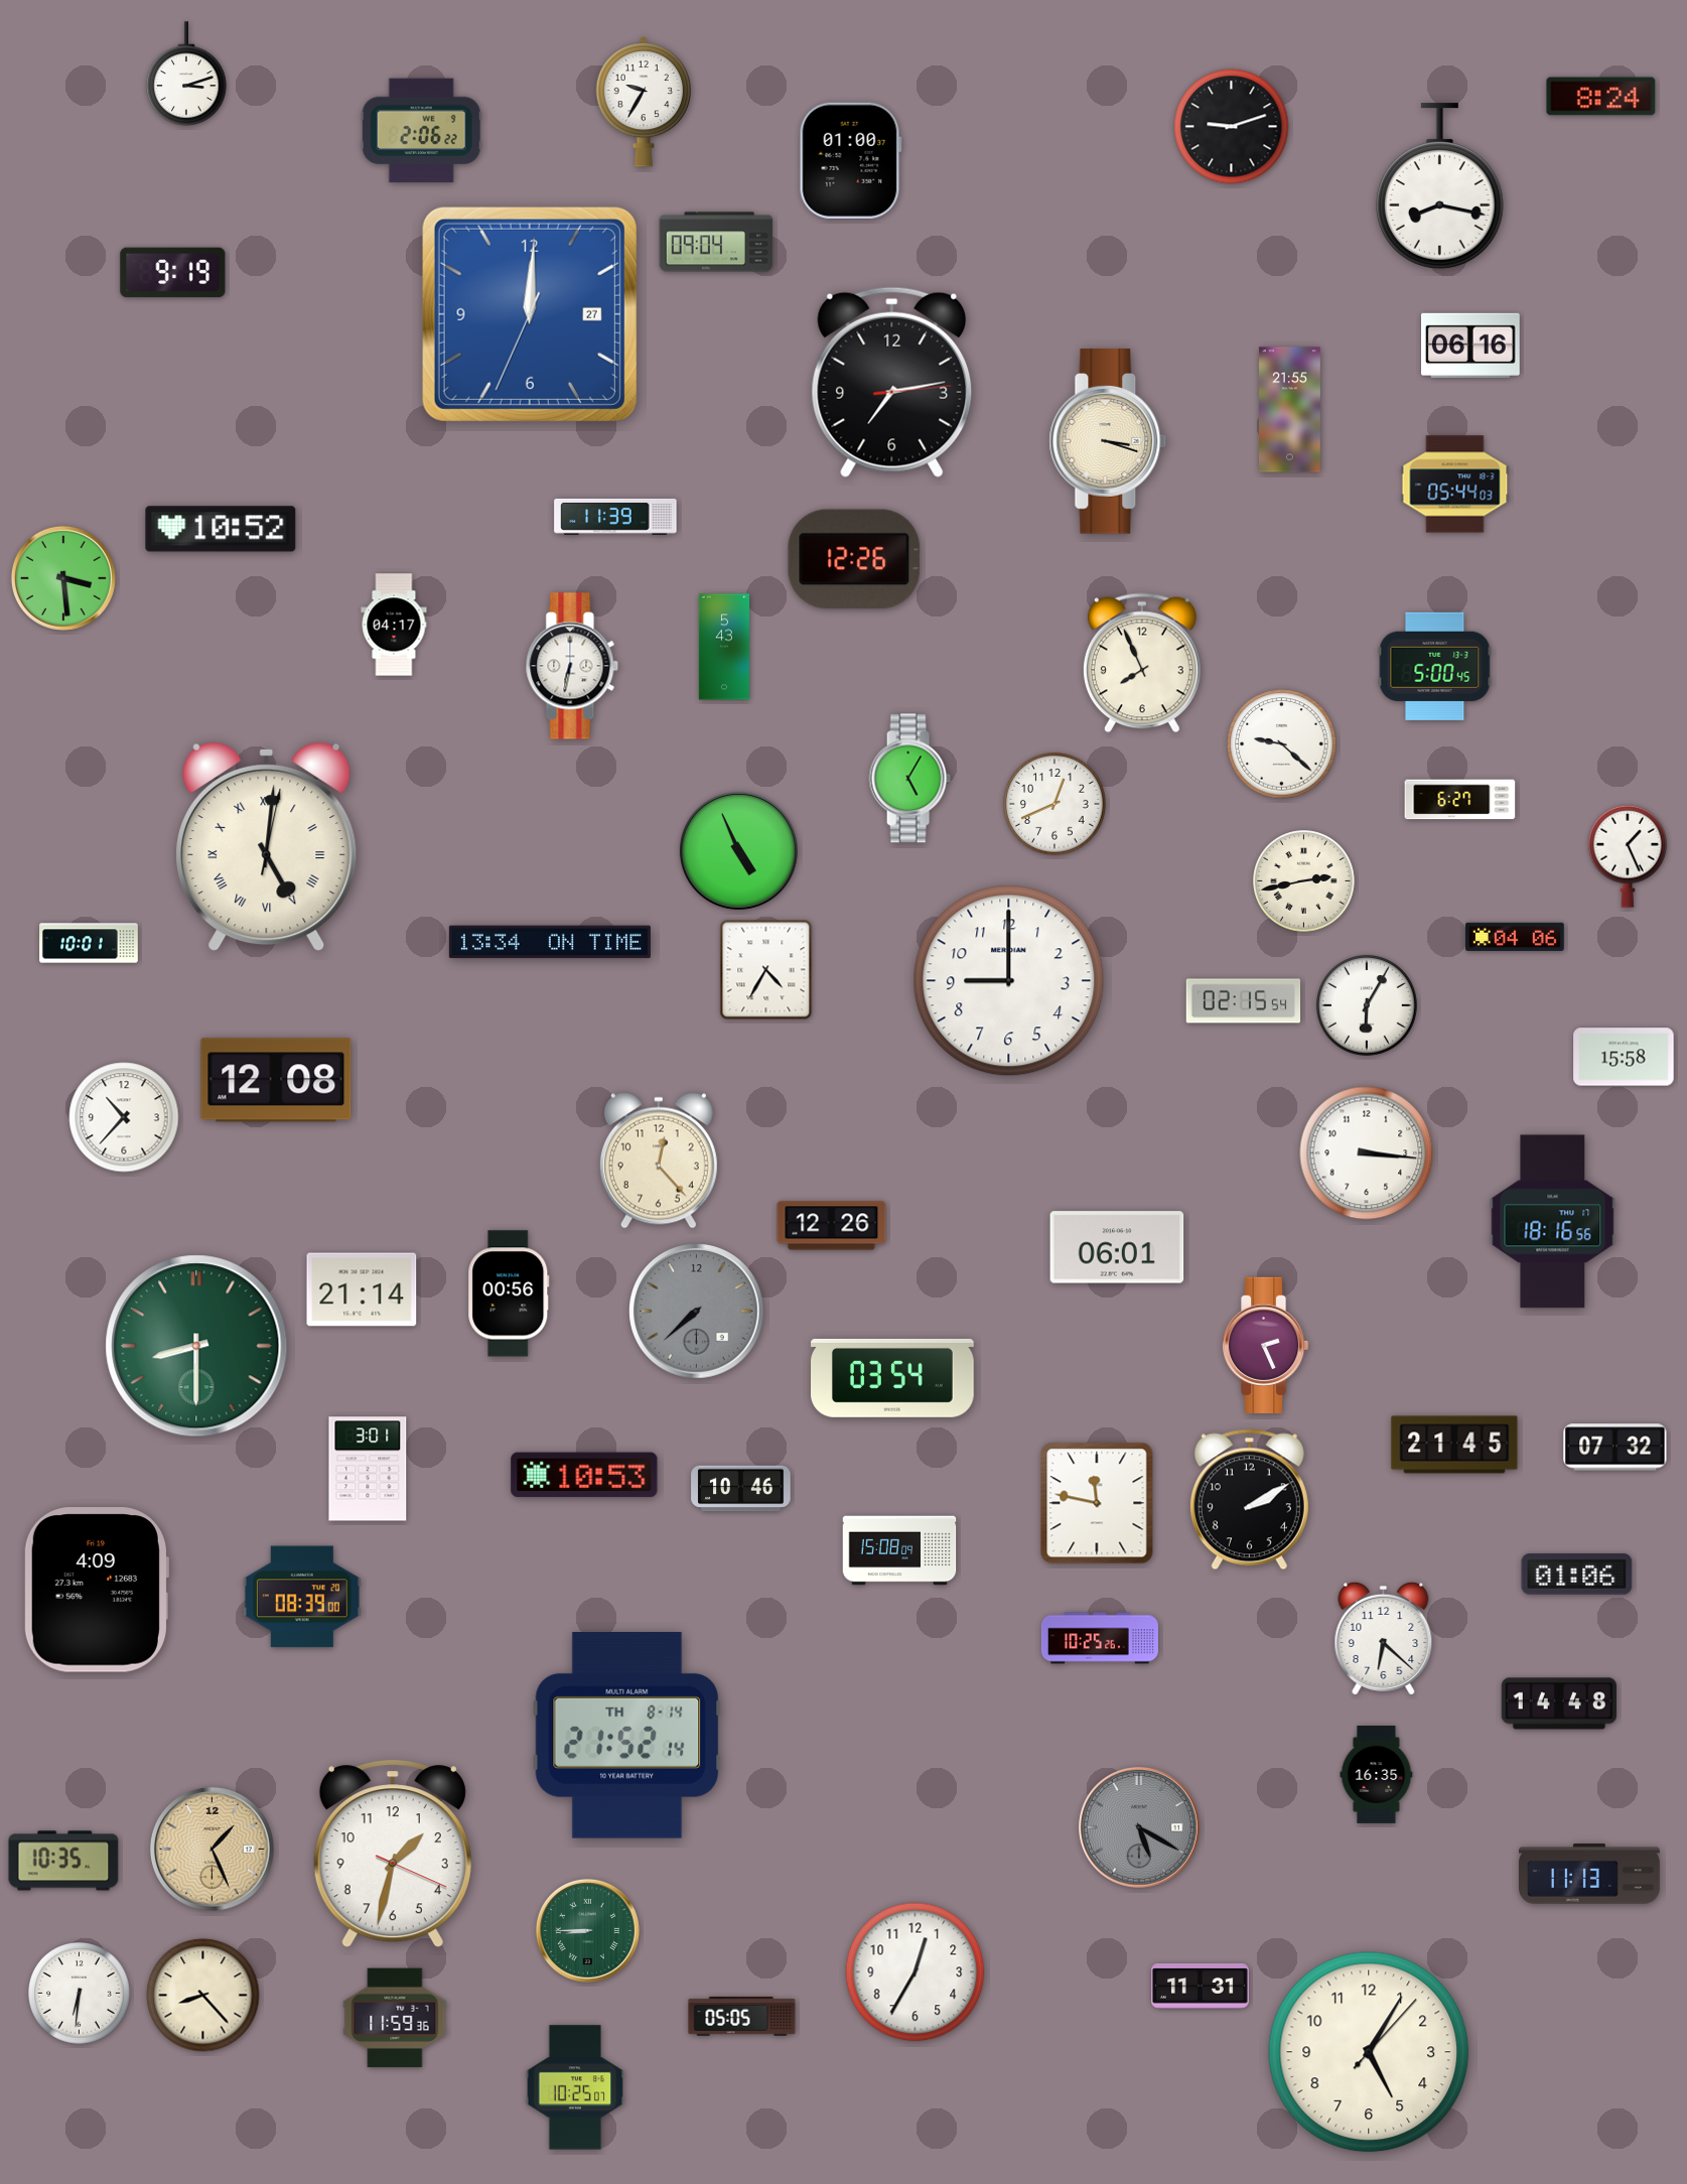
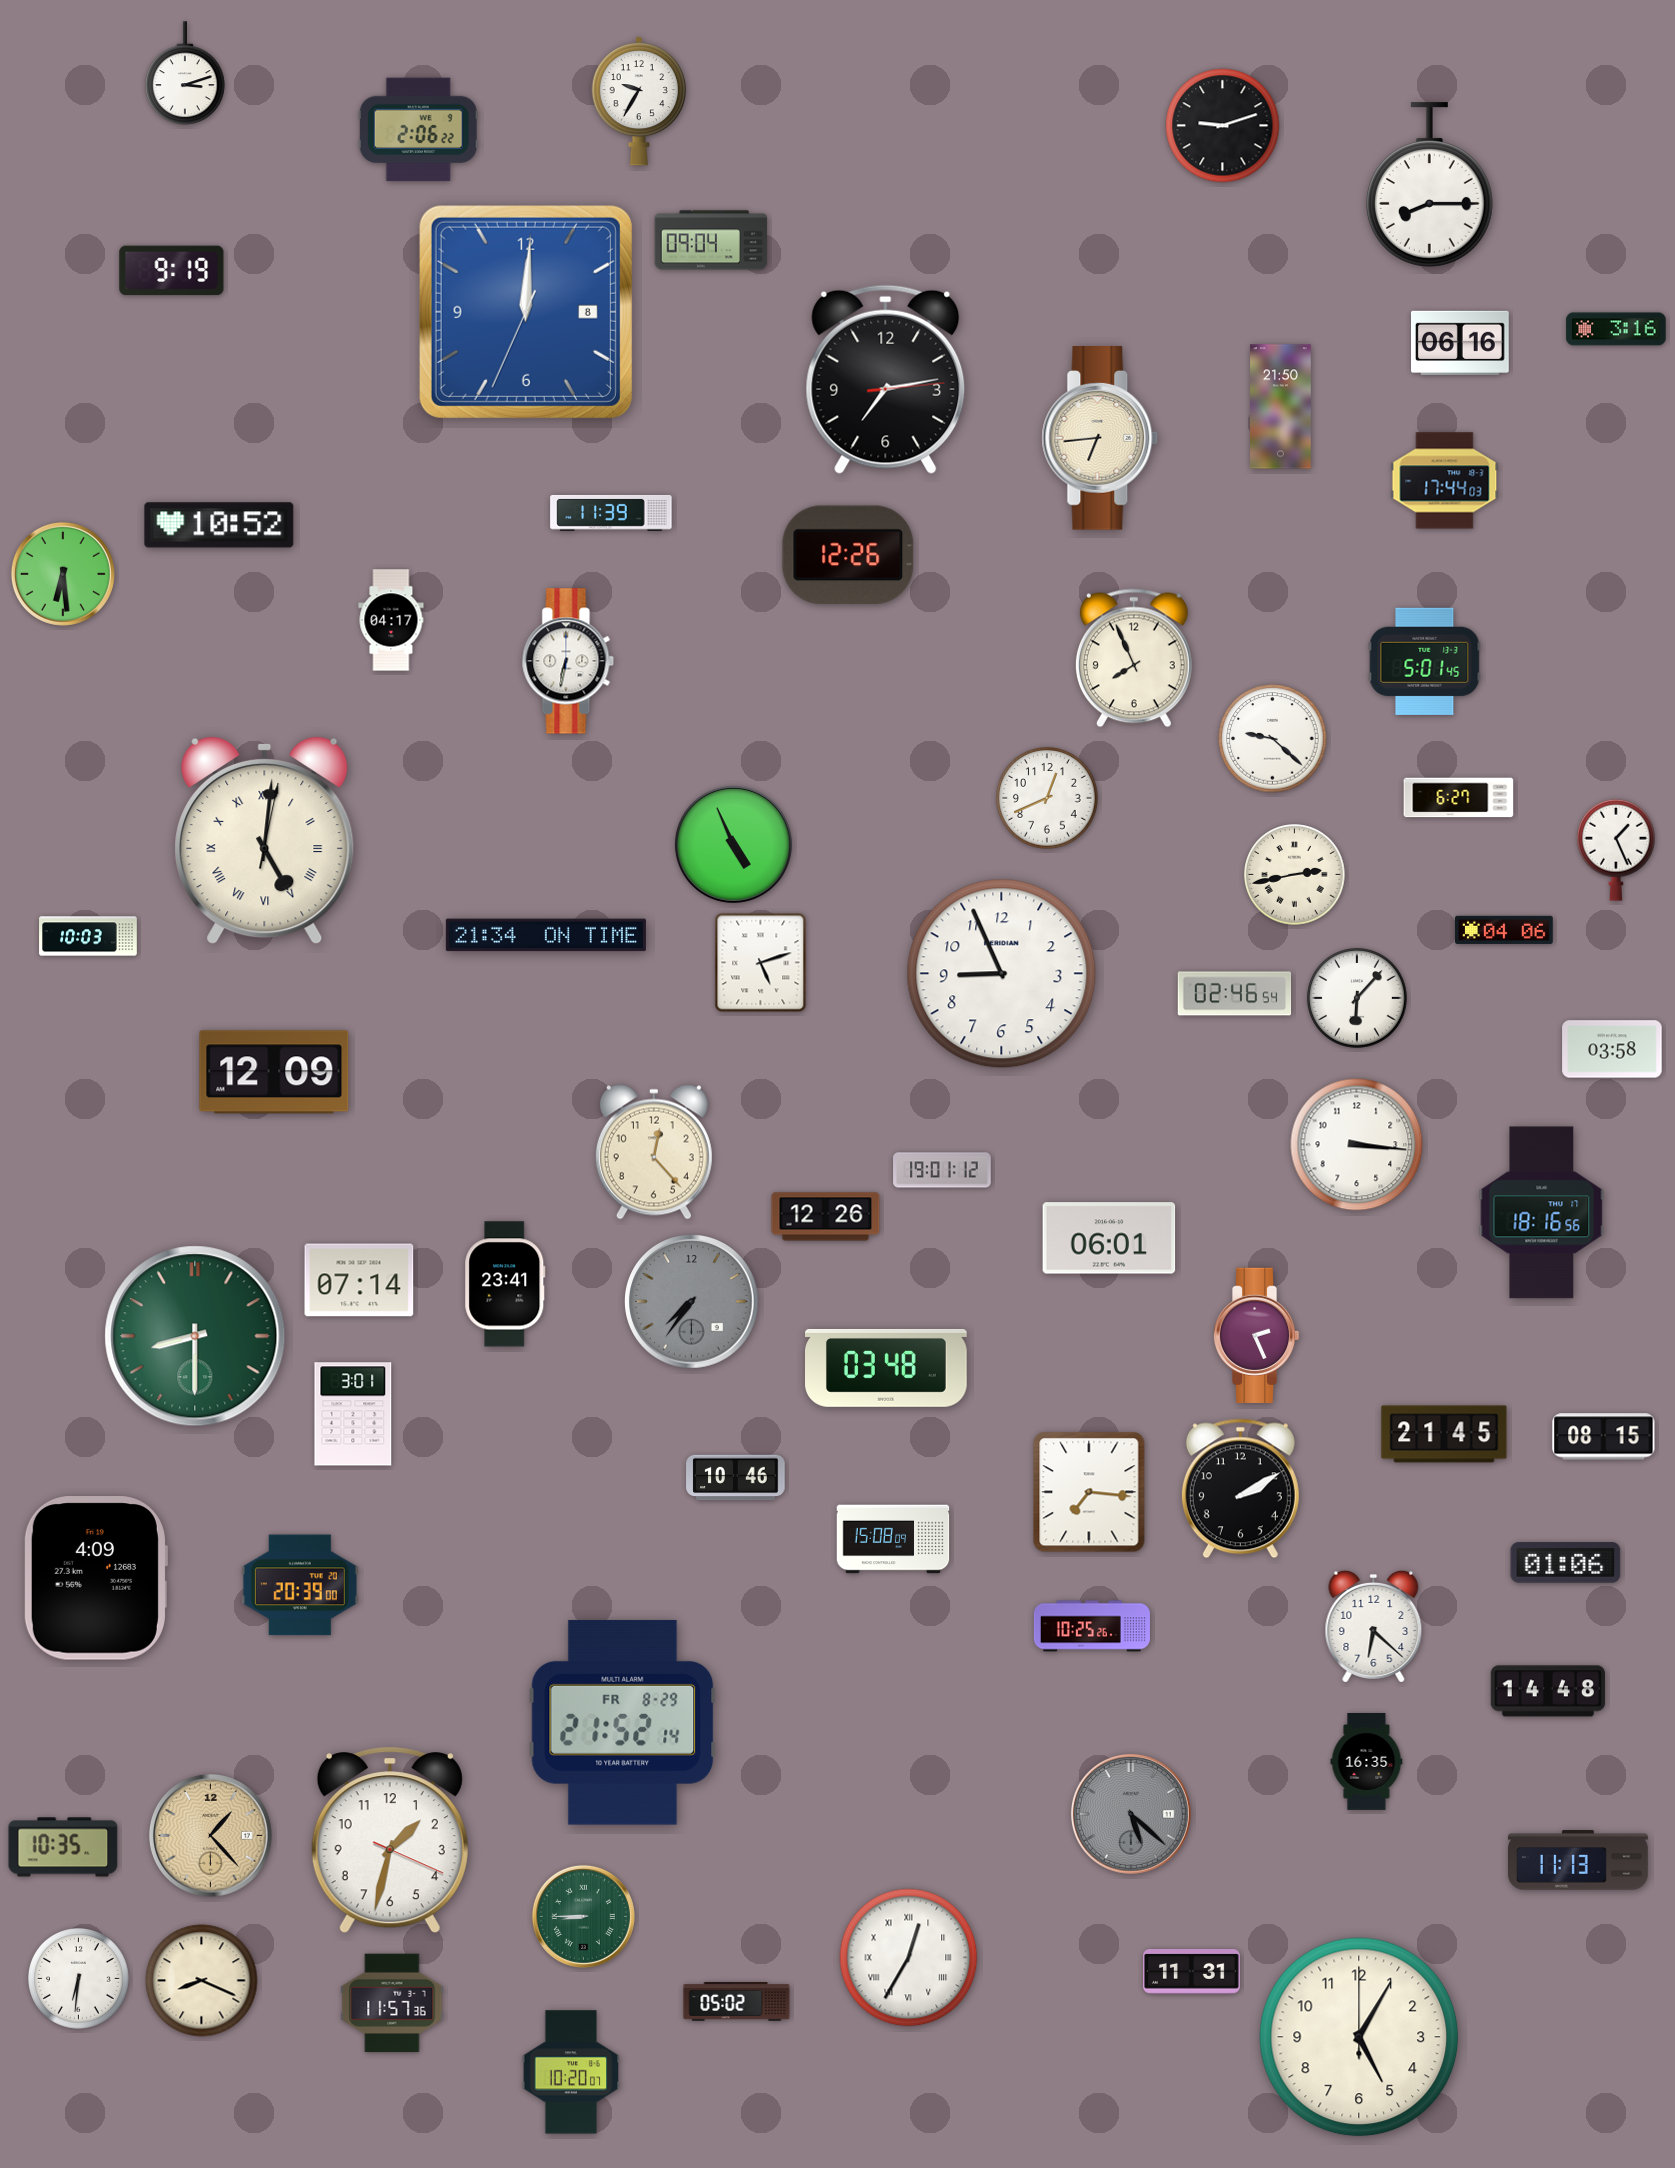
clock at (1601, 97): 8:24 -> none
clock at (850, 160): 01:00 -> none
clock at (1439, 186): 8:17 -> 8:15
clock at (530, 314) date: 27 -> 8
clock at (1616, 329): none -> 3:16
clock at (1290, 410): 21:55 -> 21:50
clock at (1108, 442): 3:18 -> 6:44
clock at (1455, 485): 05:44 -> 17:44
clock at (63, 578): 3:29 -> 6:29
clock at (724, 647): 5:43 -> none
clock at (1435, 666): 5:00 -> 5:01
clock at (909, 779): 5:05 -> none
clock at (1460, 800) position: (1460, 800) -> (1459, 798)
clock at (550, 942): 13:34 -> 21:34
clock at (89, 943): 10:01 -> 10:03
clock at (766, 970): 4:35 -> 5:12
clock at (1009, 981): 9:00 -> 8:56
clock at (1244, 1001): 02:15 -> 02:46
clock at (1368, 1006): 6:05 -> 6:07
clock at (1624, 1057): 15:58 -> 03:58
clock at (276, 1080): 12:08 -> 12:09
clock at (124, 1117): 10:37 -> none
clock at (942, 1170): none -> 19:01
clock at (362, 1289): 21:14 -> 07:14
clock at (509, 1293): 00:56 -> 23:41
clock at (697, 1312): 7:38 -> 7:36
clock at (893, 1378): 03:54 -> 03:48
clock at (1615, 1448): 07:32 -> 08:15
clock at (368, 1469) position: (368, 1469) -> (353, 1414)
clock at (584, 1475): 10:53 -> none
clock at (1097, 1503): 11:47 -> 7:16
clock at (302, 1597): 08:39 -> 20:39
clock at (627, 1735) date: TH 8-14 -> FR 8-29
clock at (1139, 1827): 5:20 -> 5:22
clock at (212, 1849): 1:26 -> 1:23
clock at (916, 1972) numerals: Arabic -> Roman
clock at (203, 1996): 8:23 -> 8:19
clock at (742, 2017): 05:05 -> 05:02
clock at (395, 2018): 11:59 -> 11:57
clock at (1369, 2052): 5:05:07 -> 5:05:00
clock at (575, 2087): 10:25 -> 10:20
